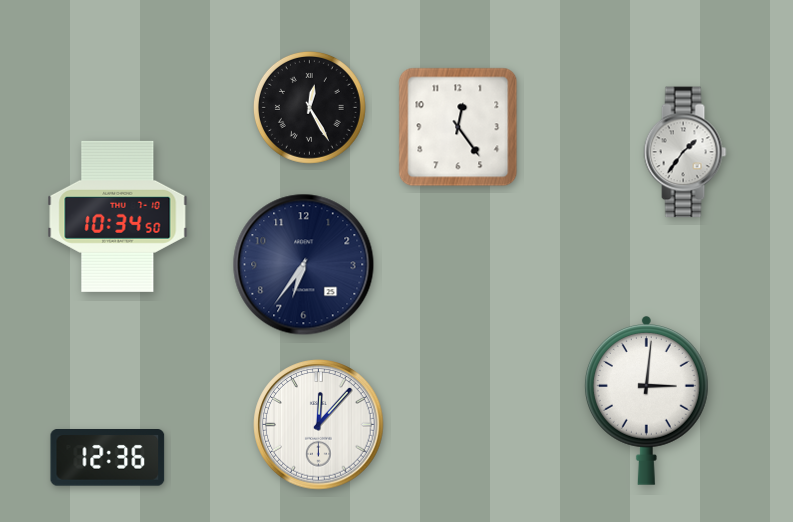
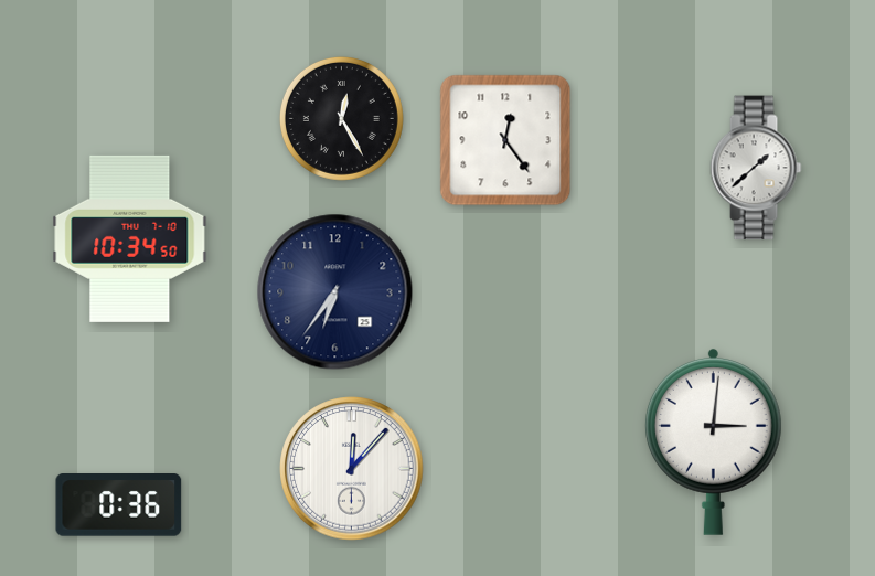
clock at (685, 152): 1:36 -> 1:38
clock at (108, 458): 12:36 -> 0:36
